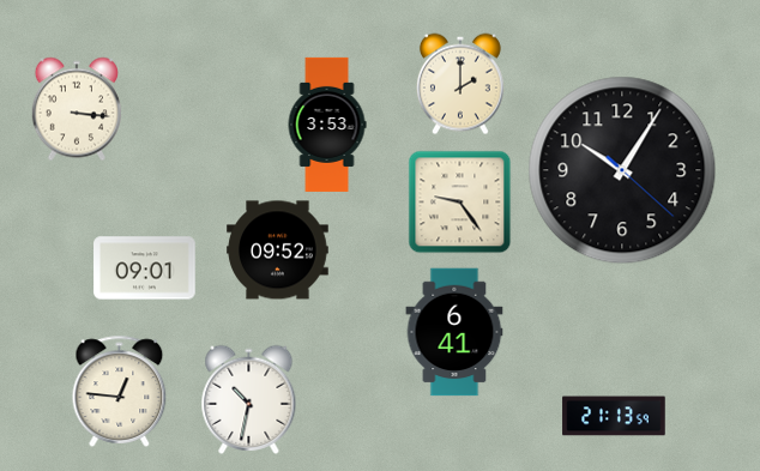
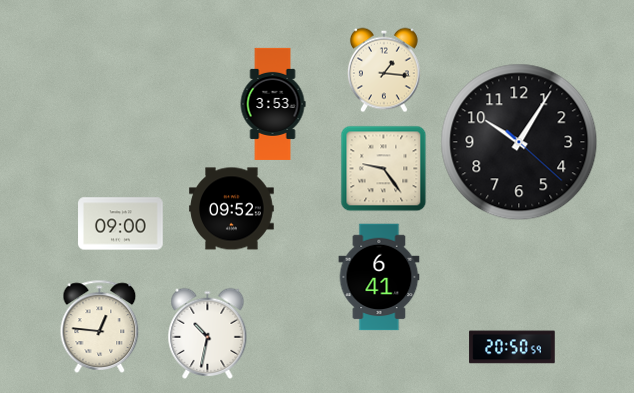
clock at (460, 84): 2:00 -> 1:16
clock at (77, 109): 3:16 -> none
clock at (145, 268): 09:01 -> 09:00
clock at (614, 416): 21:13 -> 20:50
